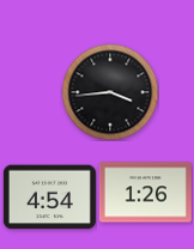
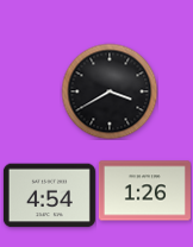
clock at (110, 92): 3:44 -> 3:40
